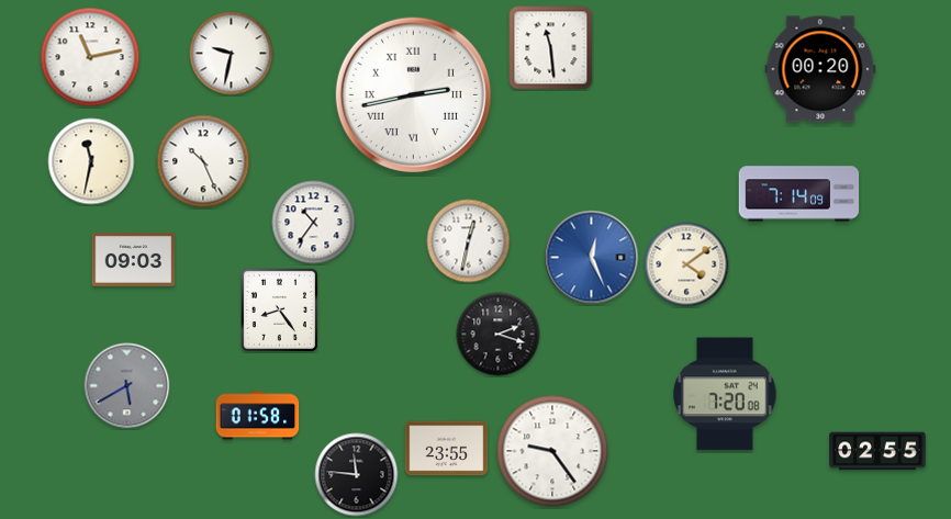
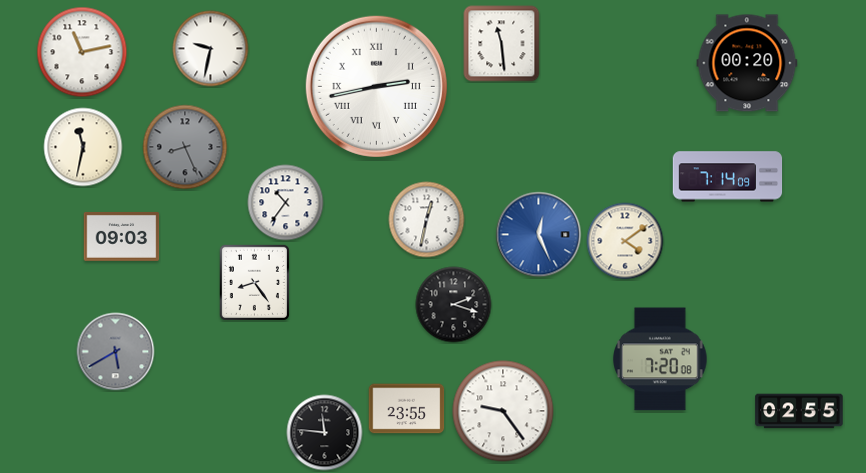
clock at (203, 161): 10:26 -> 8:26
clock at (203, 161) dial: white -> grey
clock at (258, 416): 01:58 -> none
